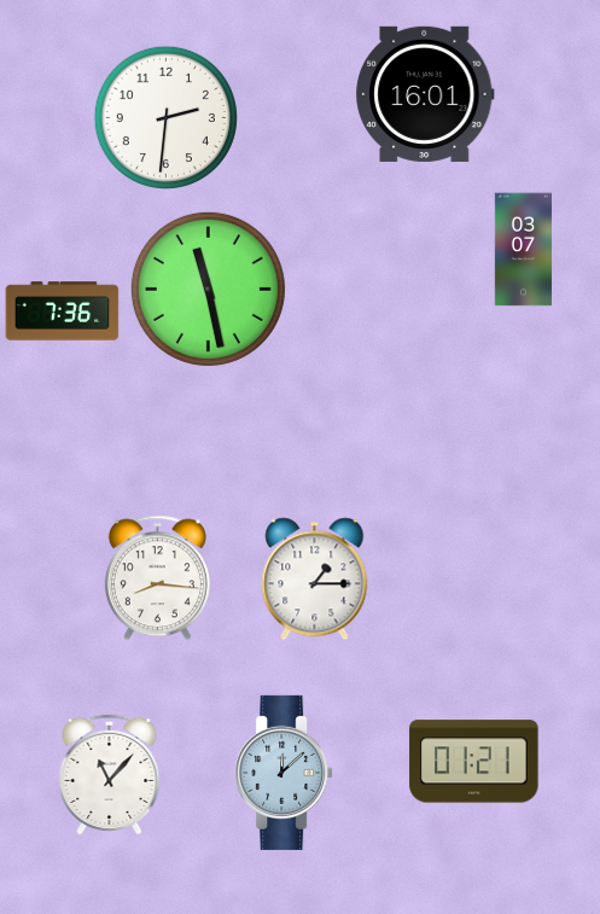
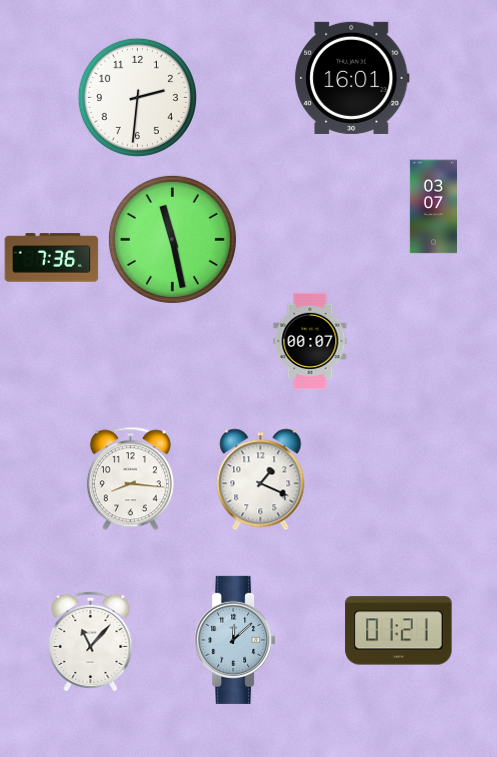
clock at (310, 341): none -> 00:07
clock at (315, 580): 1:15 -> 1:19
clock at (474, 762) position: (474, 762) -> (399, 631)
